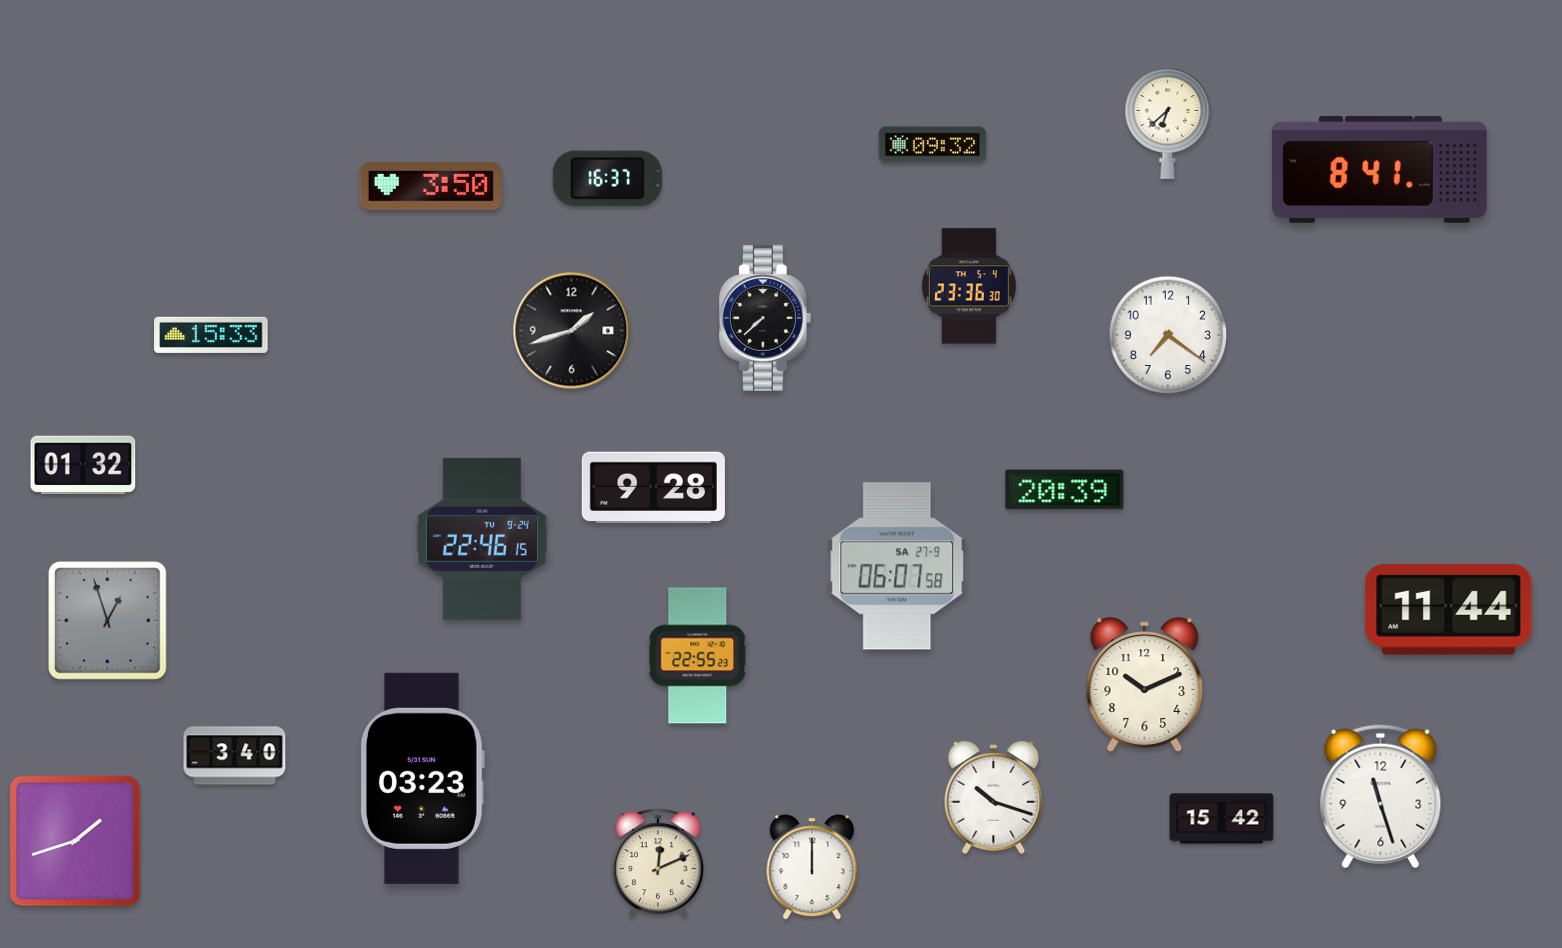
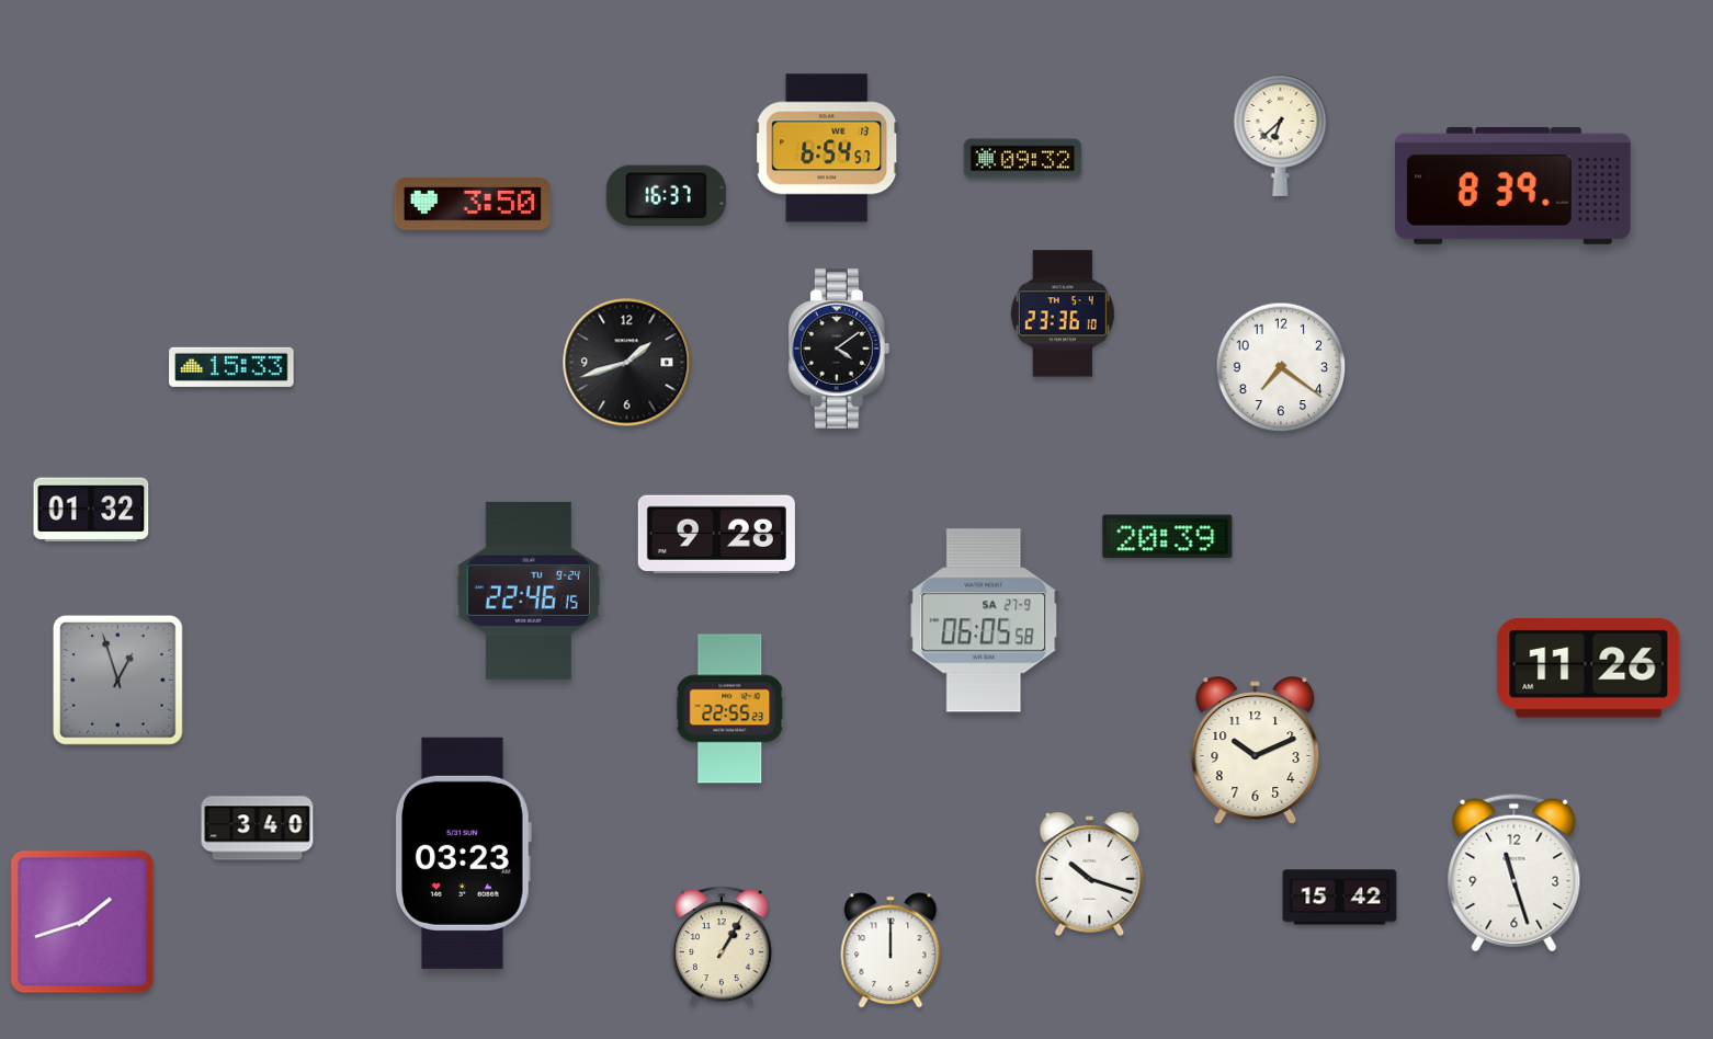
clock at (827, 148): none -> 6:54
clock at (1380, 169): 8:41 -> 8:39
clock at (969, 286): 23:36:30 -> 23:36:10
clock at (765, 318): 7:38 -> 4:09
clock at (897, 566): 06:07 -> 06:05
clock at (1449, 610): 11:44 -> 11:26
clock at (698, 656) position: (698, 656) -> (730, 709)
clock at (658, 863): 12:11 -> 1:05
